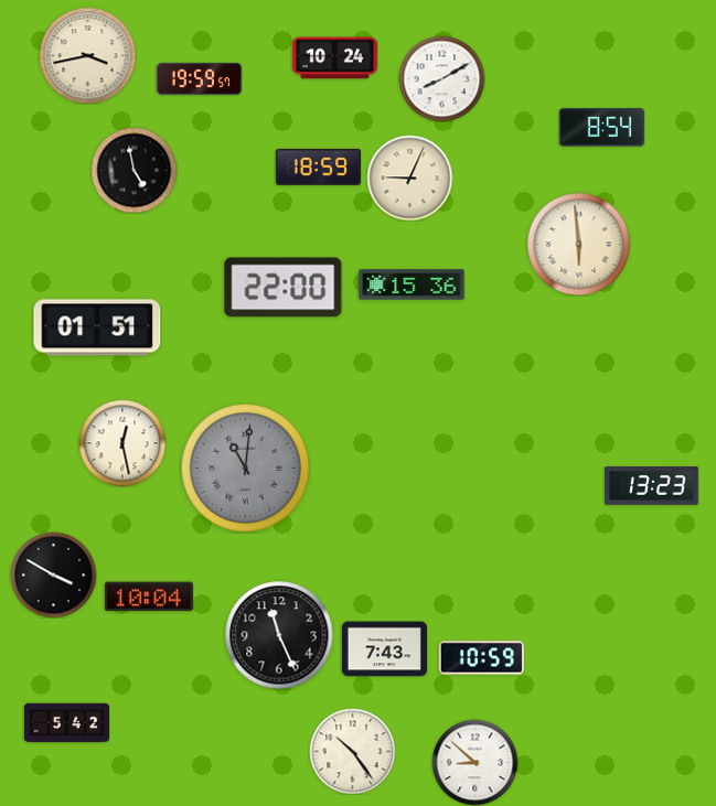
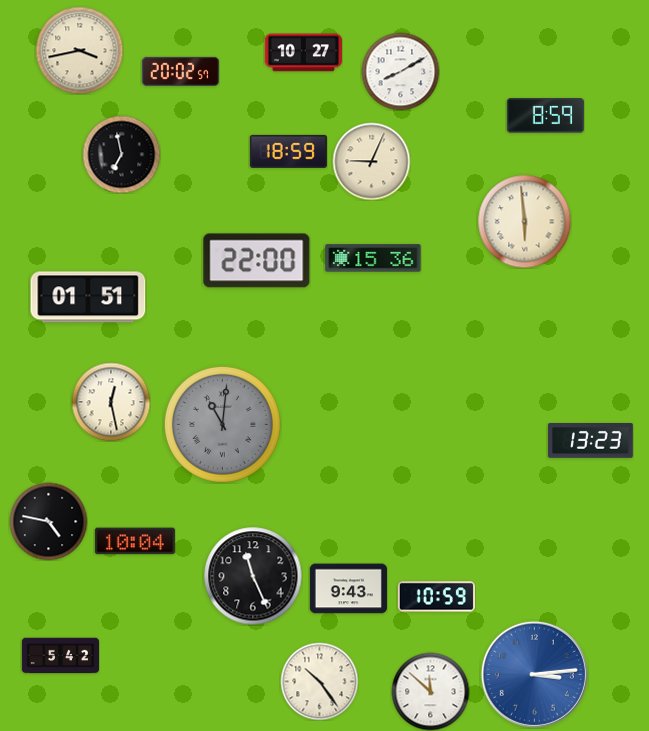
clock at (334, 58): 10:24 -> 10:27
clock at (199, 78): 19:59 -> 20:02
clock at (601, 128): 8:54 -> 8:59
clock at (133, 170): 4:58 -> 6:58
clock at (53, 574): 3:50 -> 4:47
clock at (384, 649): 7:43 -> 9:43
clock at (534, 674): none -> 3:14
clock at (474, 762): 8:52 -> 11:52
